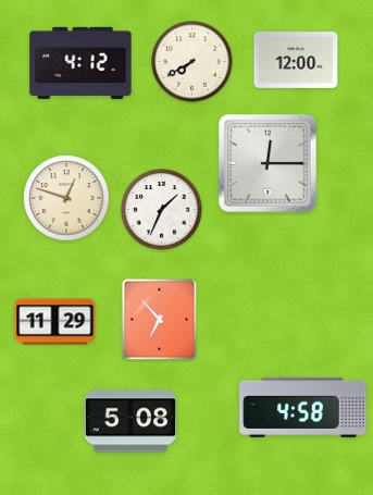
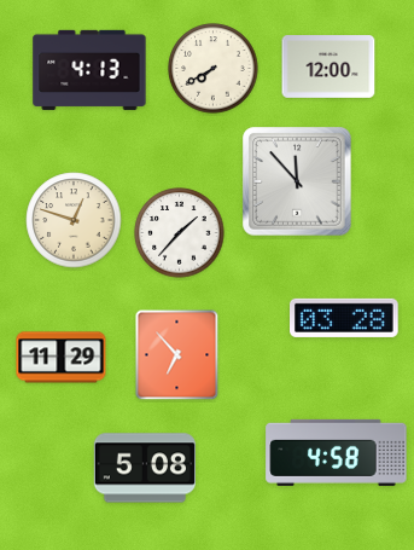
clock at (80, 63): 4:12 -> 4:13
clock at (268, 163): 12:15 -> 11:53
clock at (162, 210): 1:34 -> 1:37
clock at (345, 318): none -> 03:28
